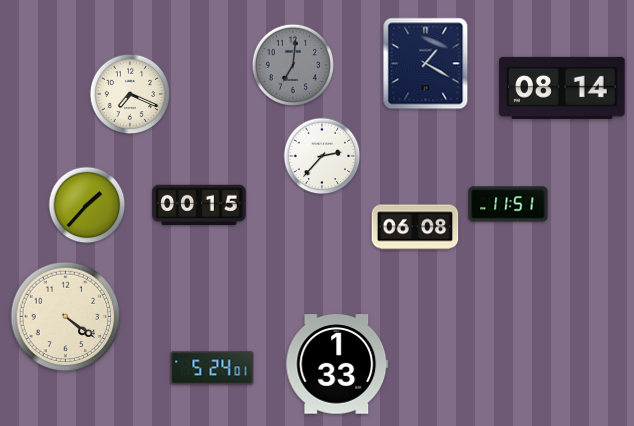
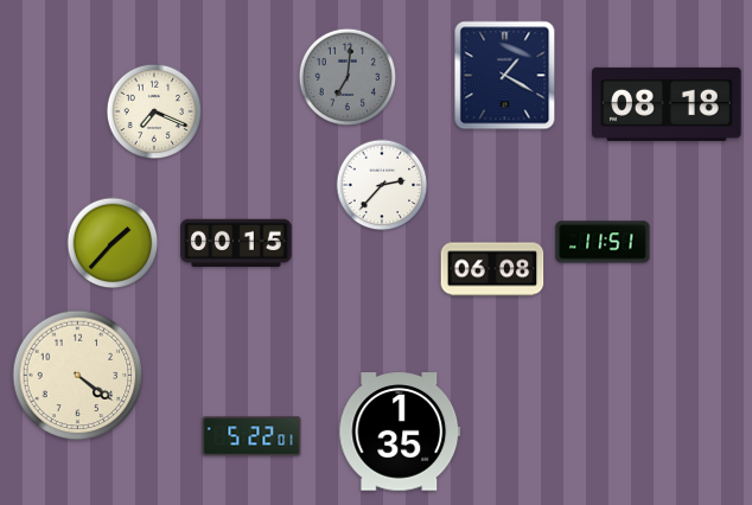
clock at (562, 88): 08:14 -> 08:18
clock at (87, 205) position: (87, 205) -> (113, 243)
clock at (337, 364): 1:33 -> 1:35
clock at (212, 368): 5:24 -> 5:22
